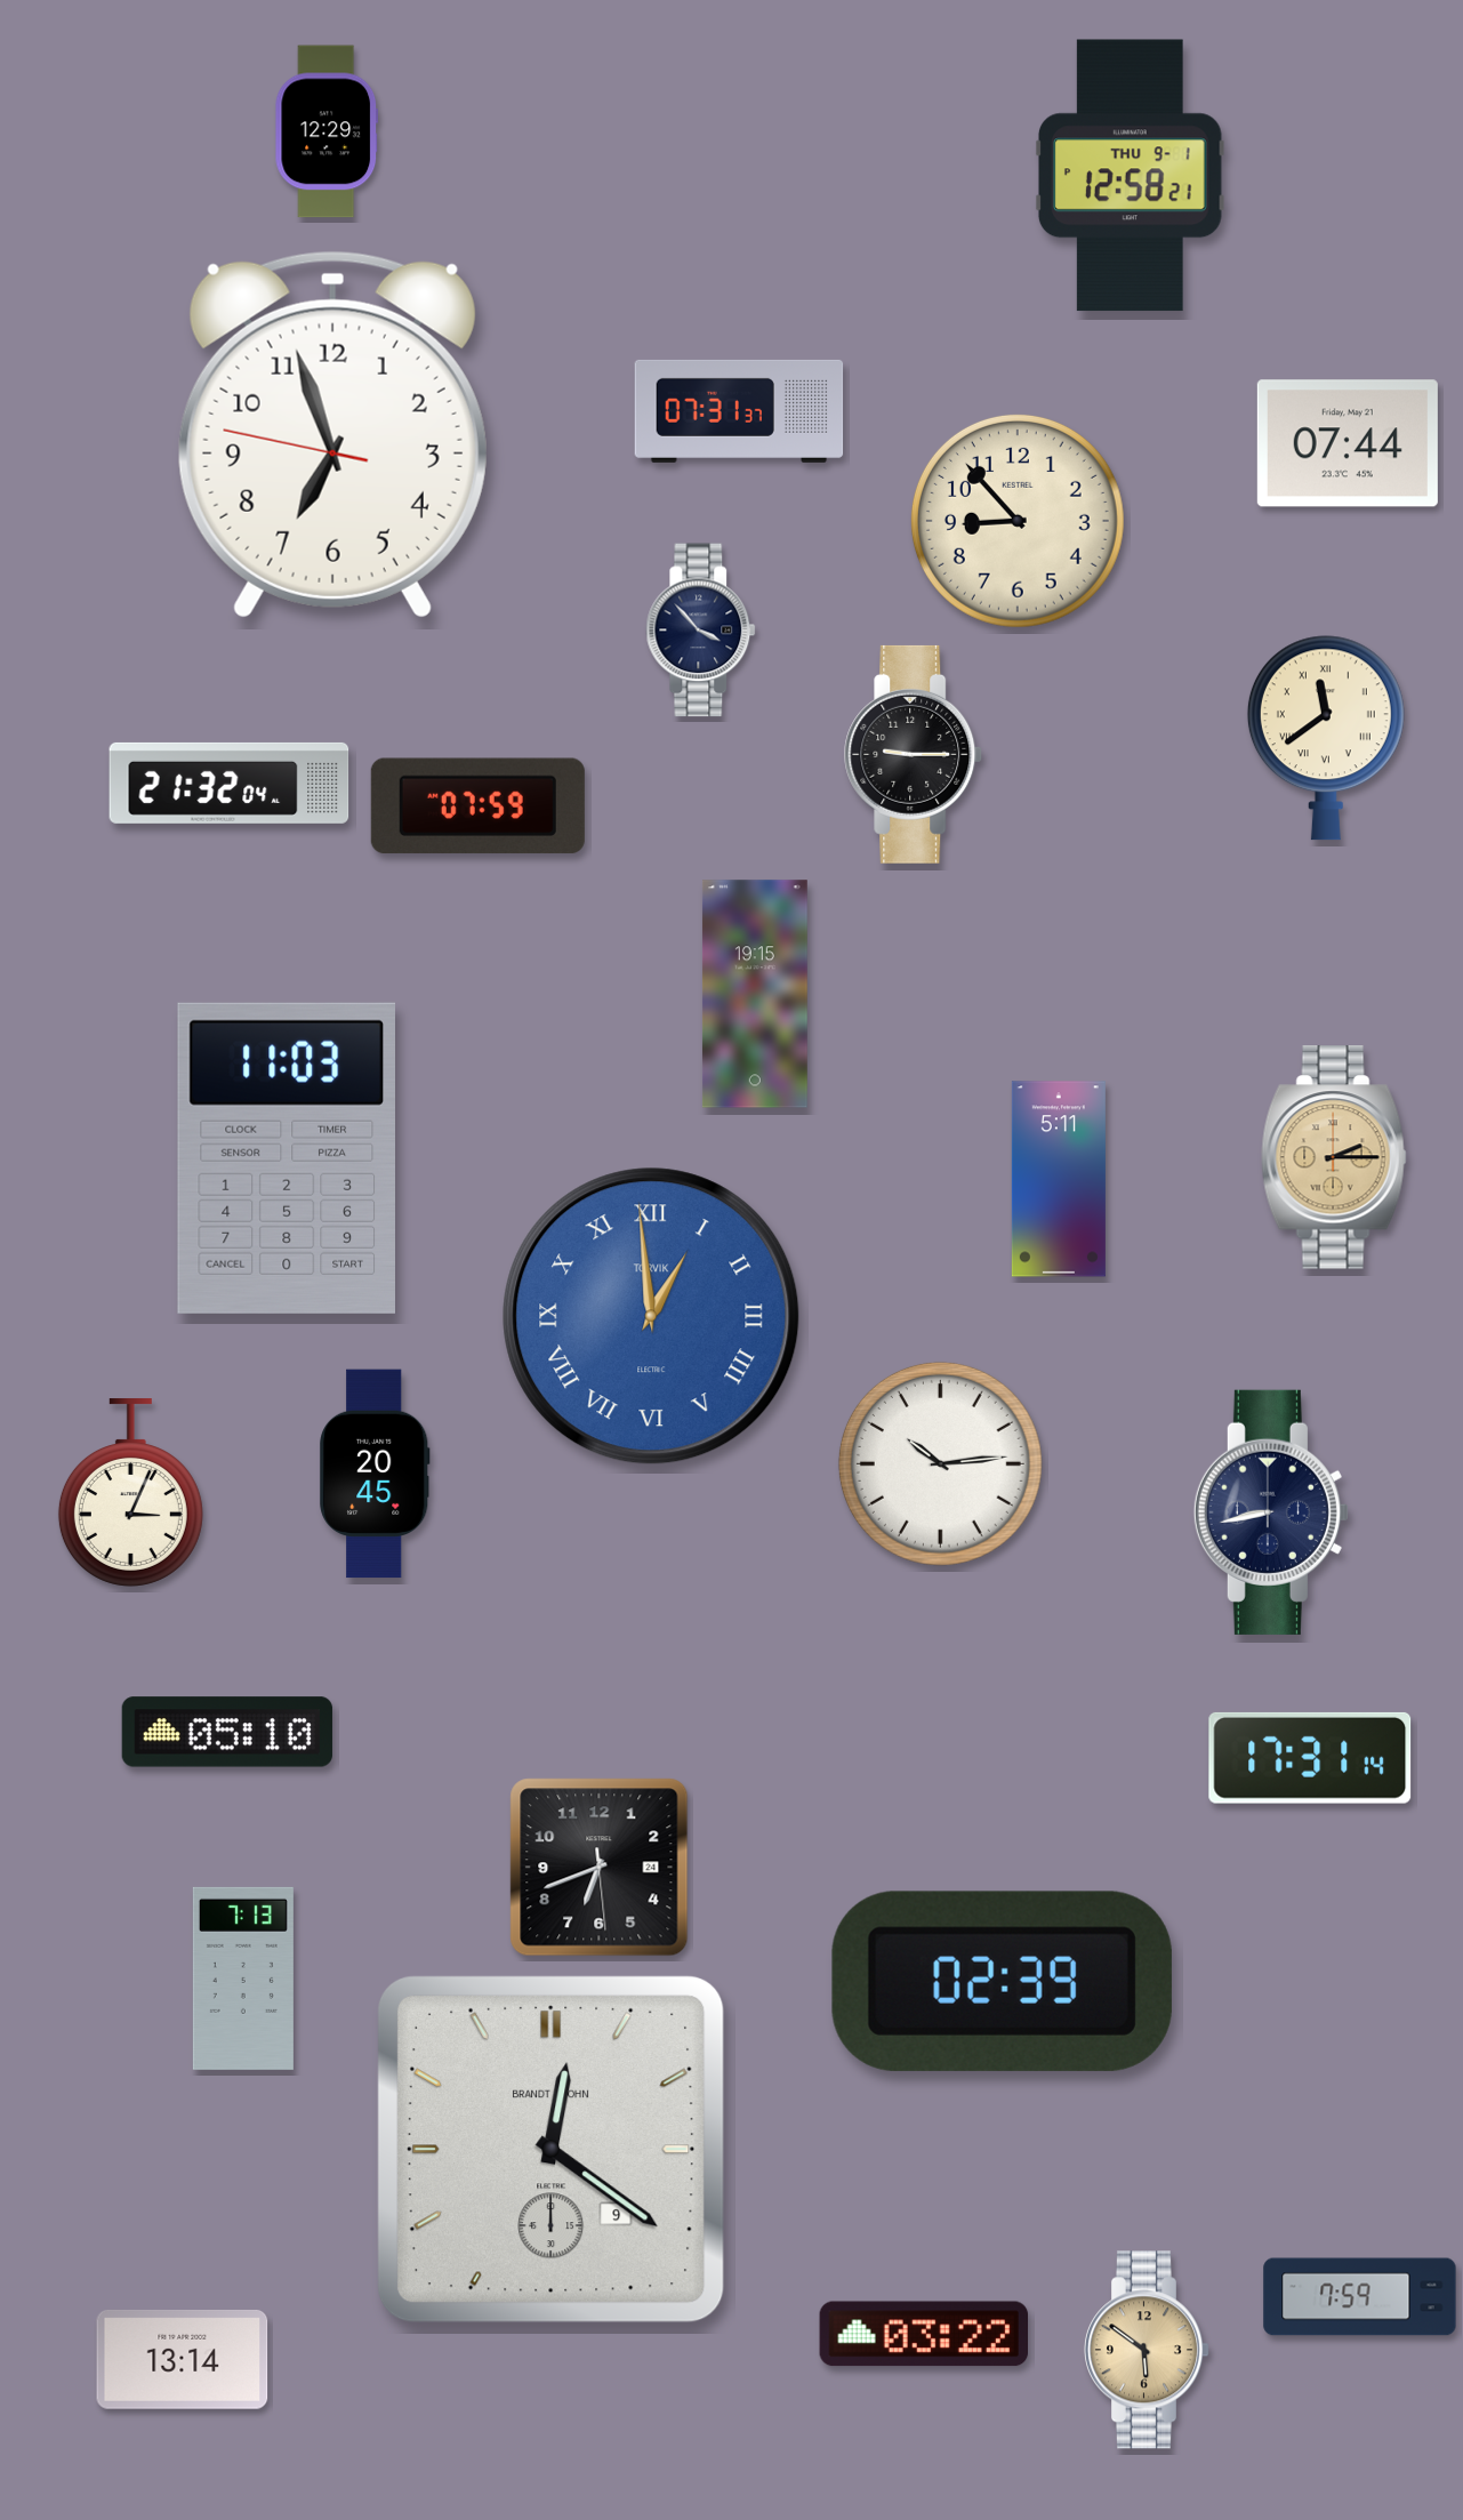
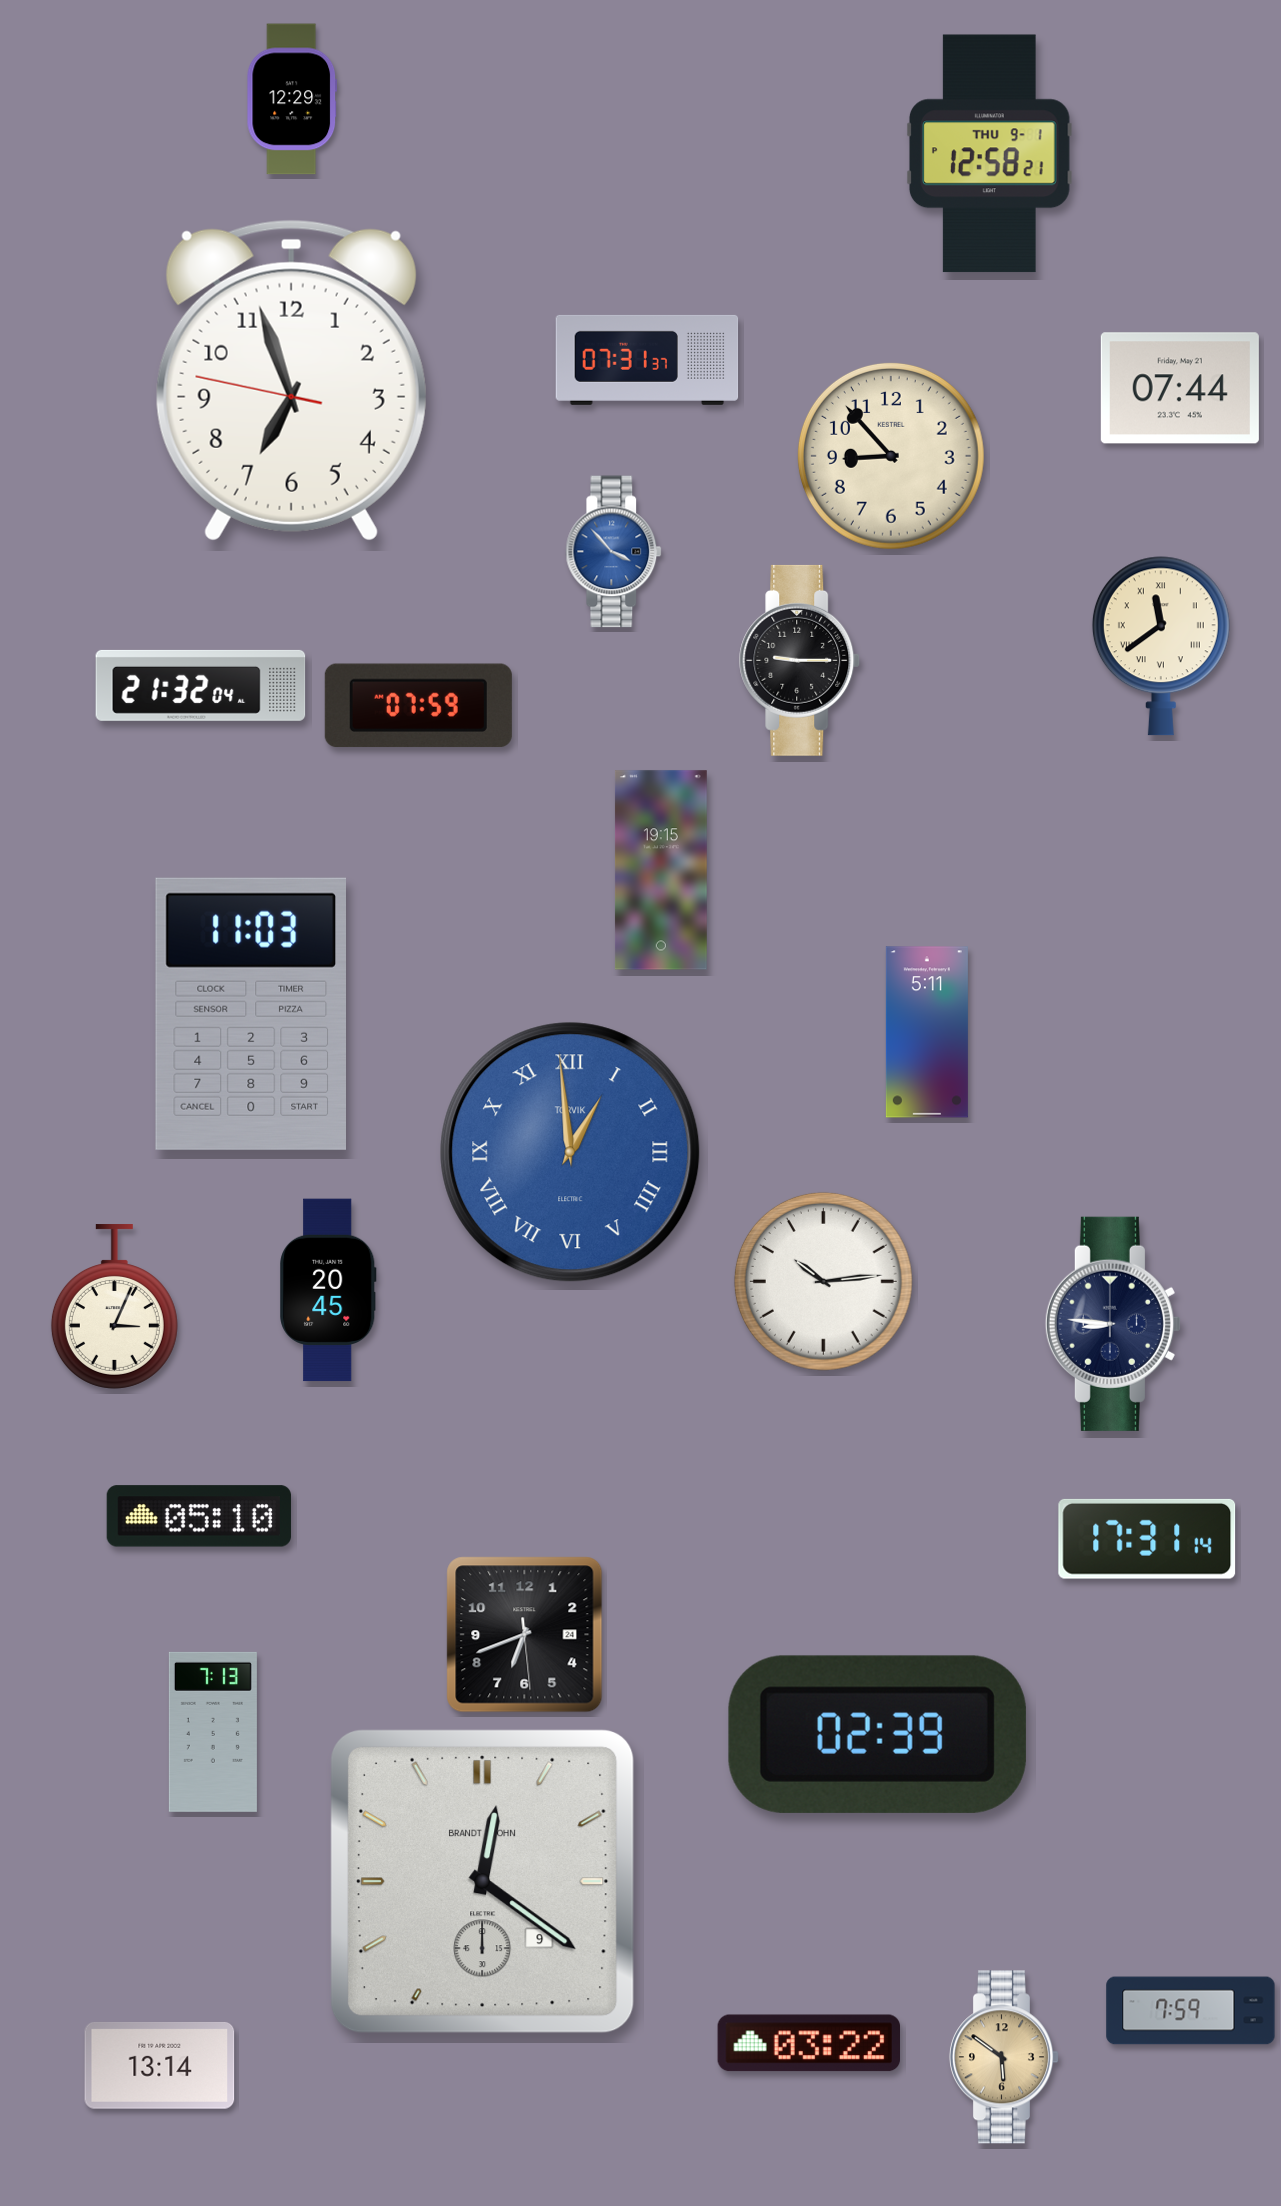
clock at (327, 131) position: (327, 131) -> (292, 99)
clock at (701, 631) dial: navy -> blue
clock at (1334, 1157): 2:15 -> none
clock at (1271, 1512): 8:43 -> 8:46
